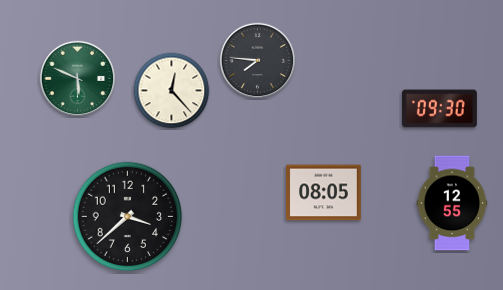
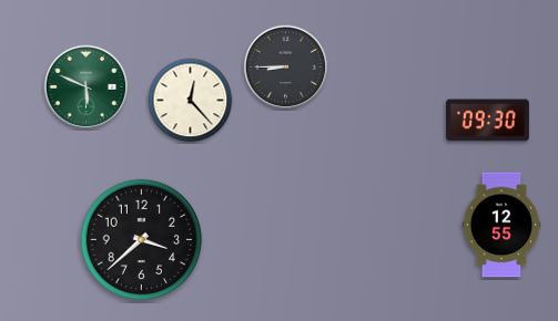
clock at (258, 61): 7:46 -> 8:45
clock at (323, 193): 08:05 -> none
